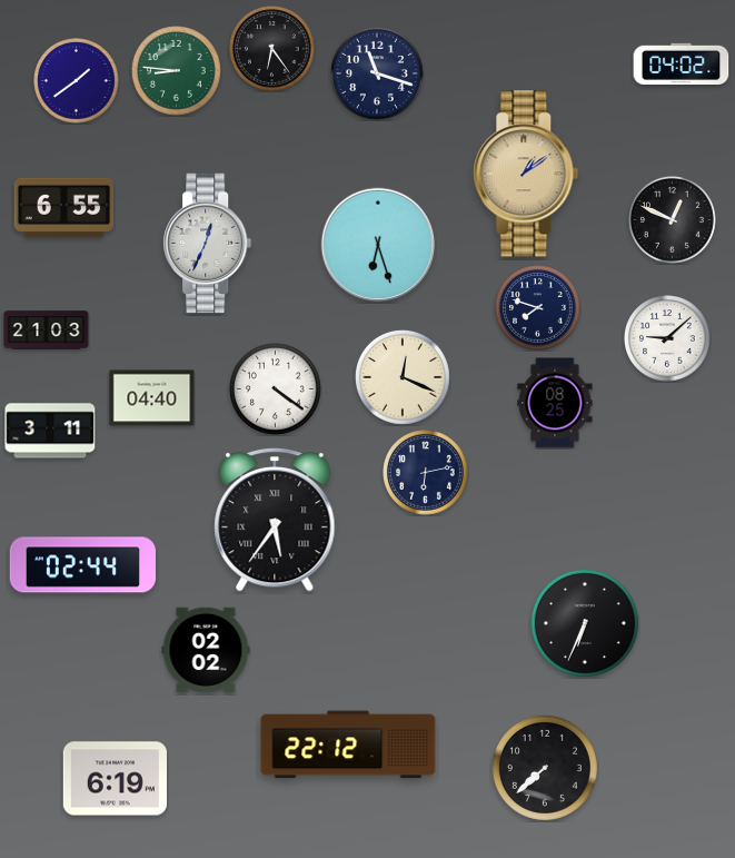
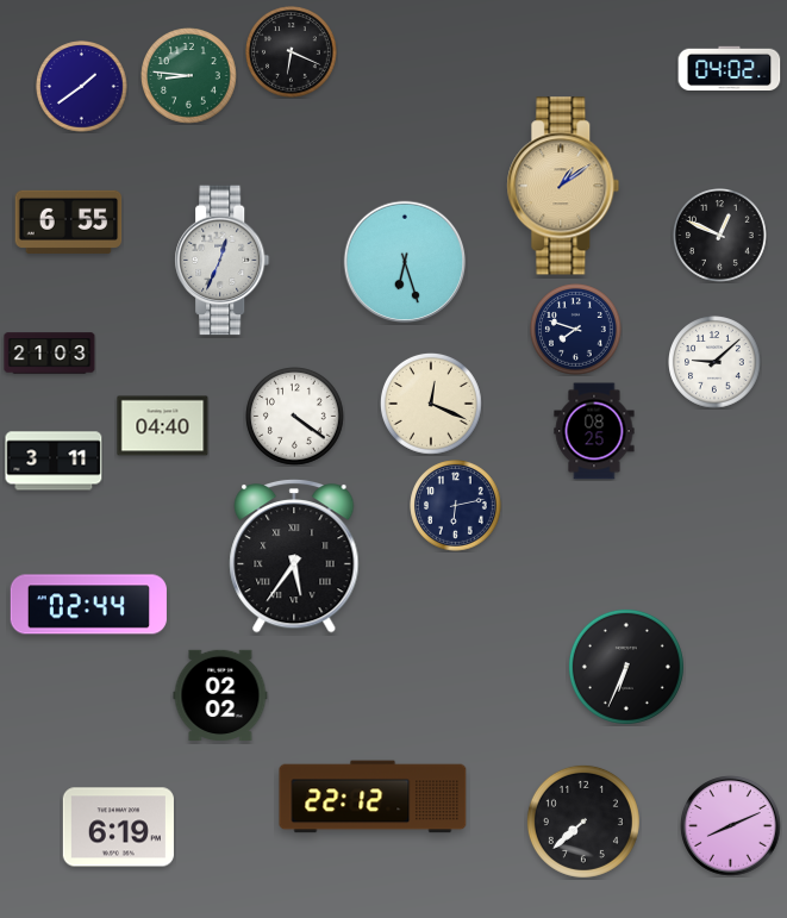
clock at (272, 49): 6:24 -> 6:19
clock at (378, 75): 11:18 -> none
clock at (731, 826): none -> 8:11
clock at (115, 779) position: (115, 779) -> (118, 828)
